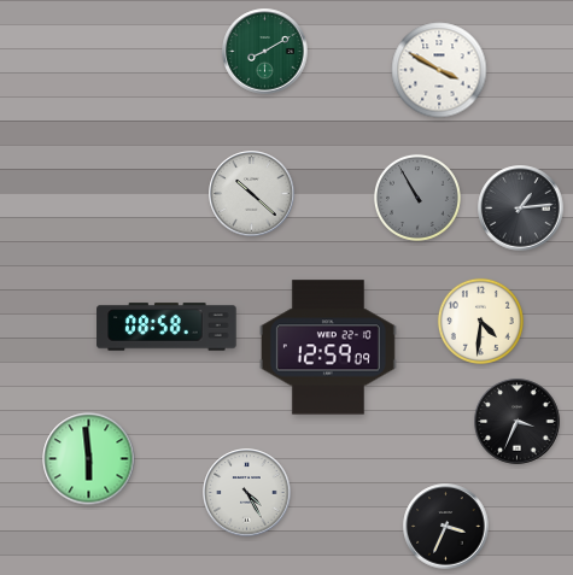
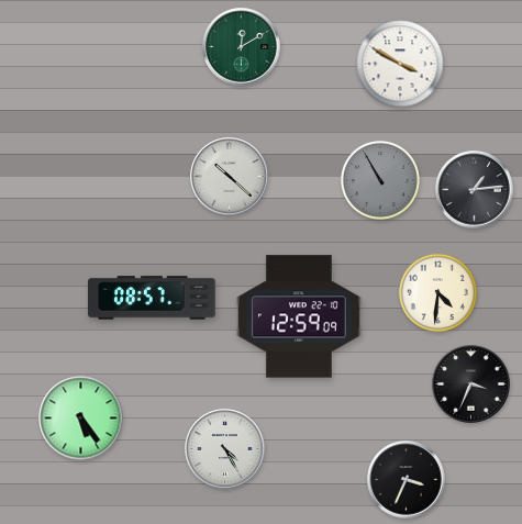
clock at (265, 52): 8:10 -> 12:10
clock at (166, 327): 08:58 -> 08:57
clock at (89, 459): 5:59 -> 5:24
